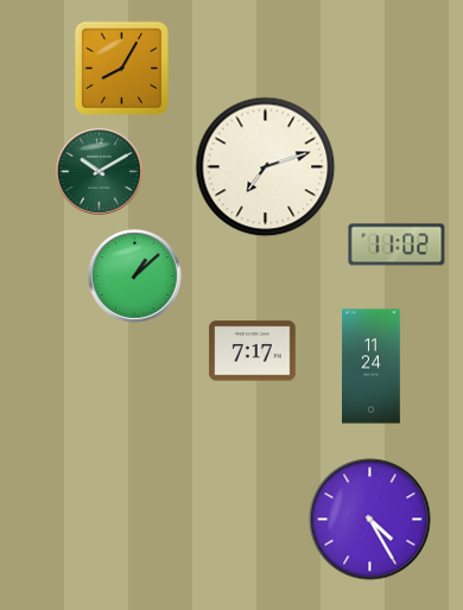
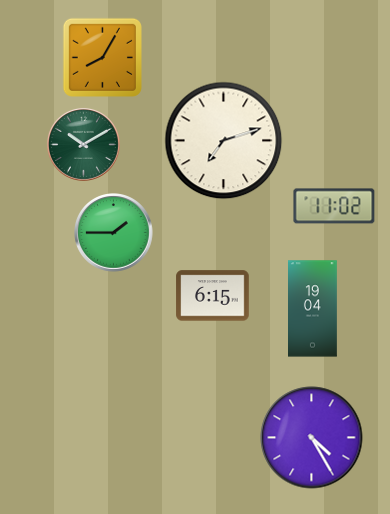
clock at (135, 277): 1:08 -> 1:45
clock at (253, 351): 7:17 -> 6:15
clock at (372, 367): 11:24 -> 19:04
